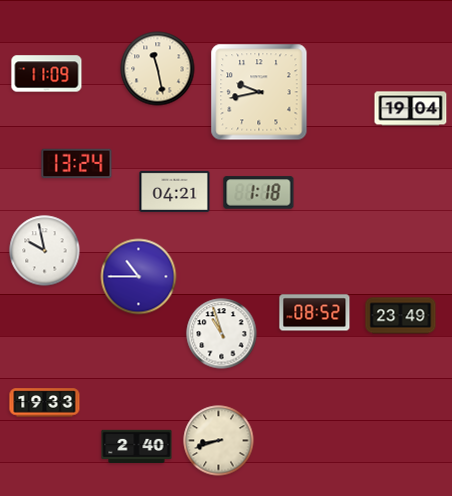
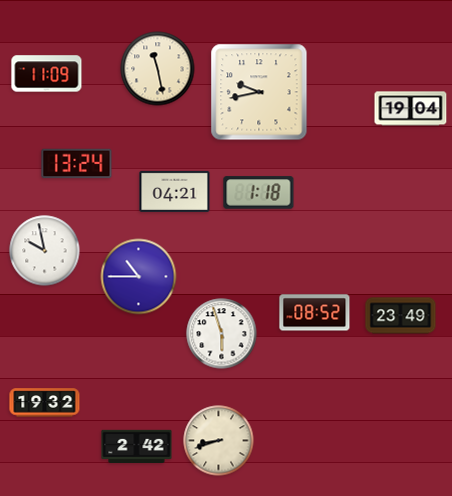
clock at (222, 334): 10:57 -> 5:57
clock at (45, 403): 19:33 -> 19:32
clock at (137, 446): 2:40 -> 2:42
